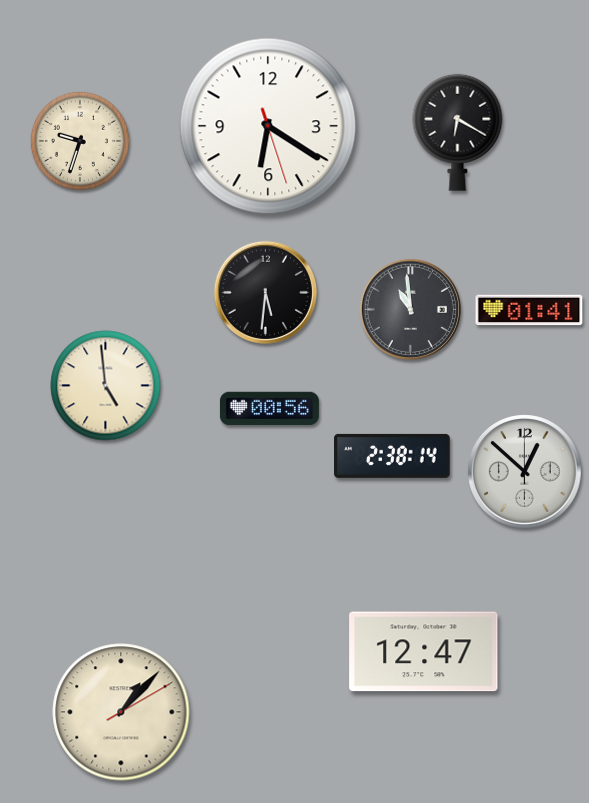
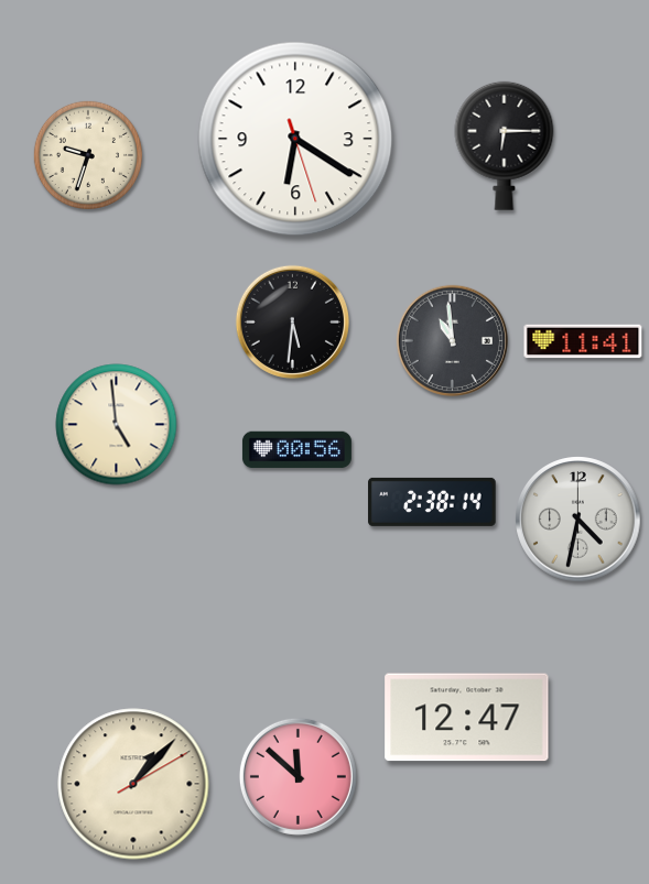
clock at (458, 132): 6:20 -> 6:15
clock at (529, 310): 01:41 -> 11:41
clock at (525, 472): 12:52 -> 4:32
clock at (298, 776): none -> 11:52
